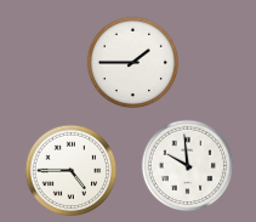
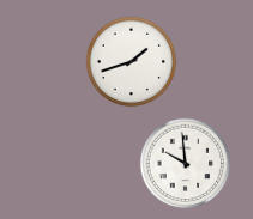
clock at (133, 63): 1:45 -> 1:42
clock at (72, 171): 4:45 -> none
